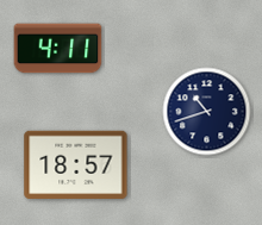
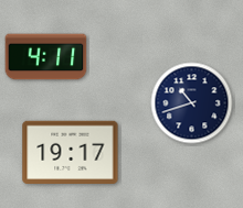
clock at (58, 49) position: (58, 49) -> (46, 57)
clock at (76, 164): 18:57 -> 19:17
